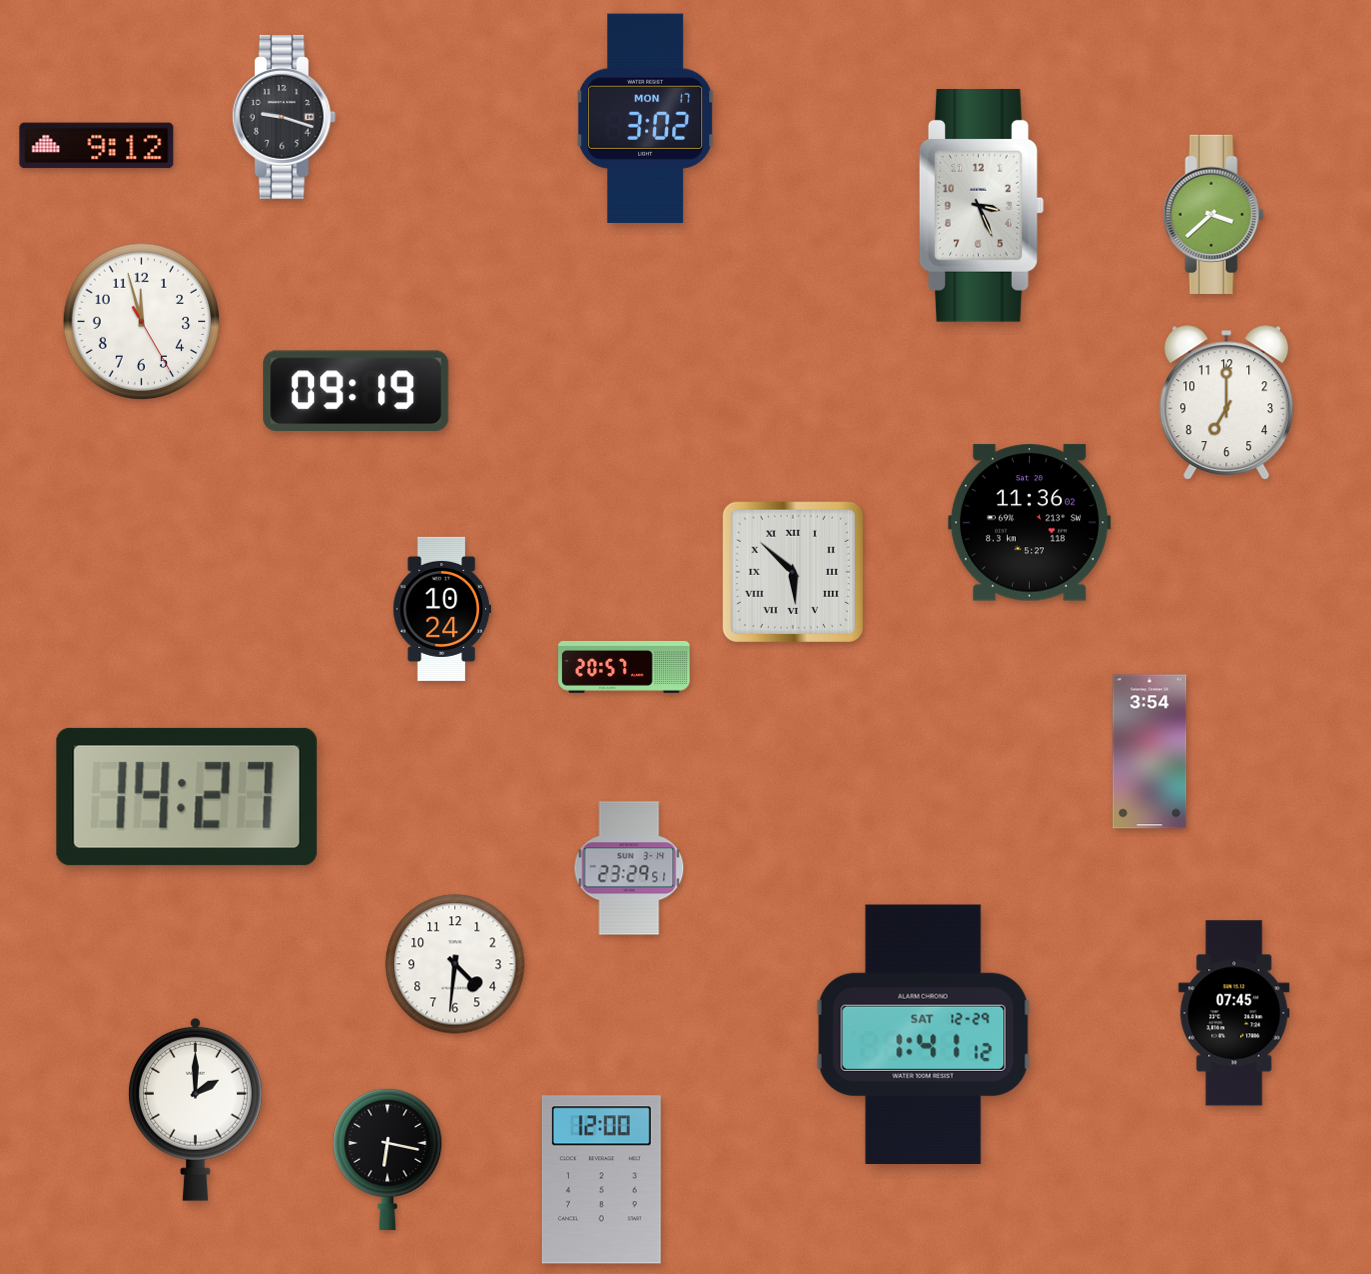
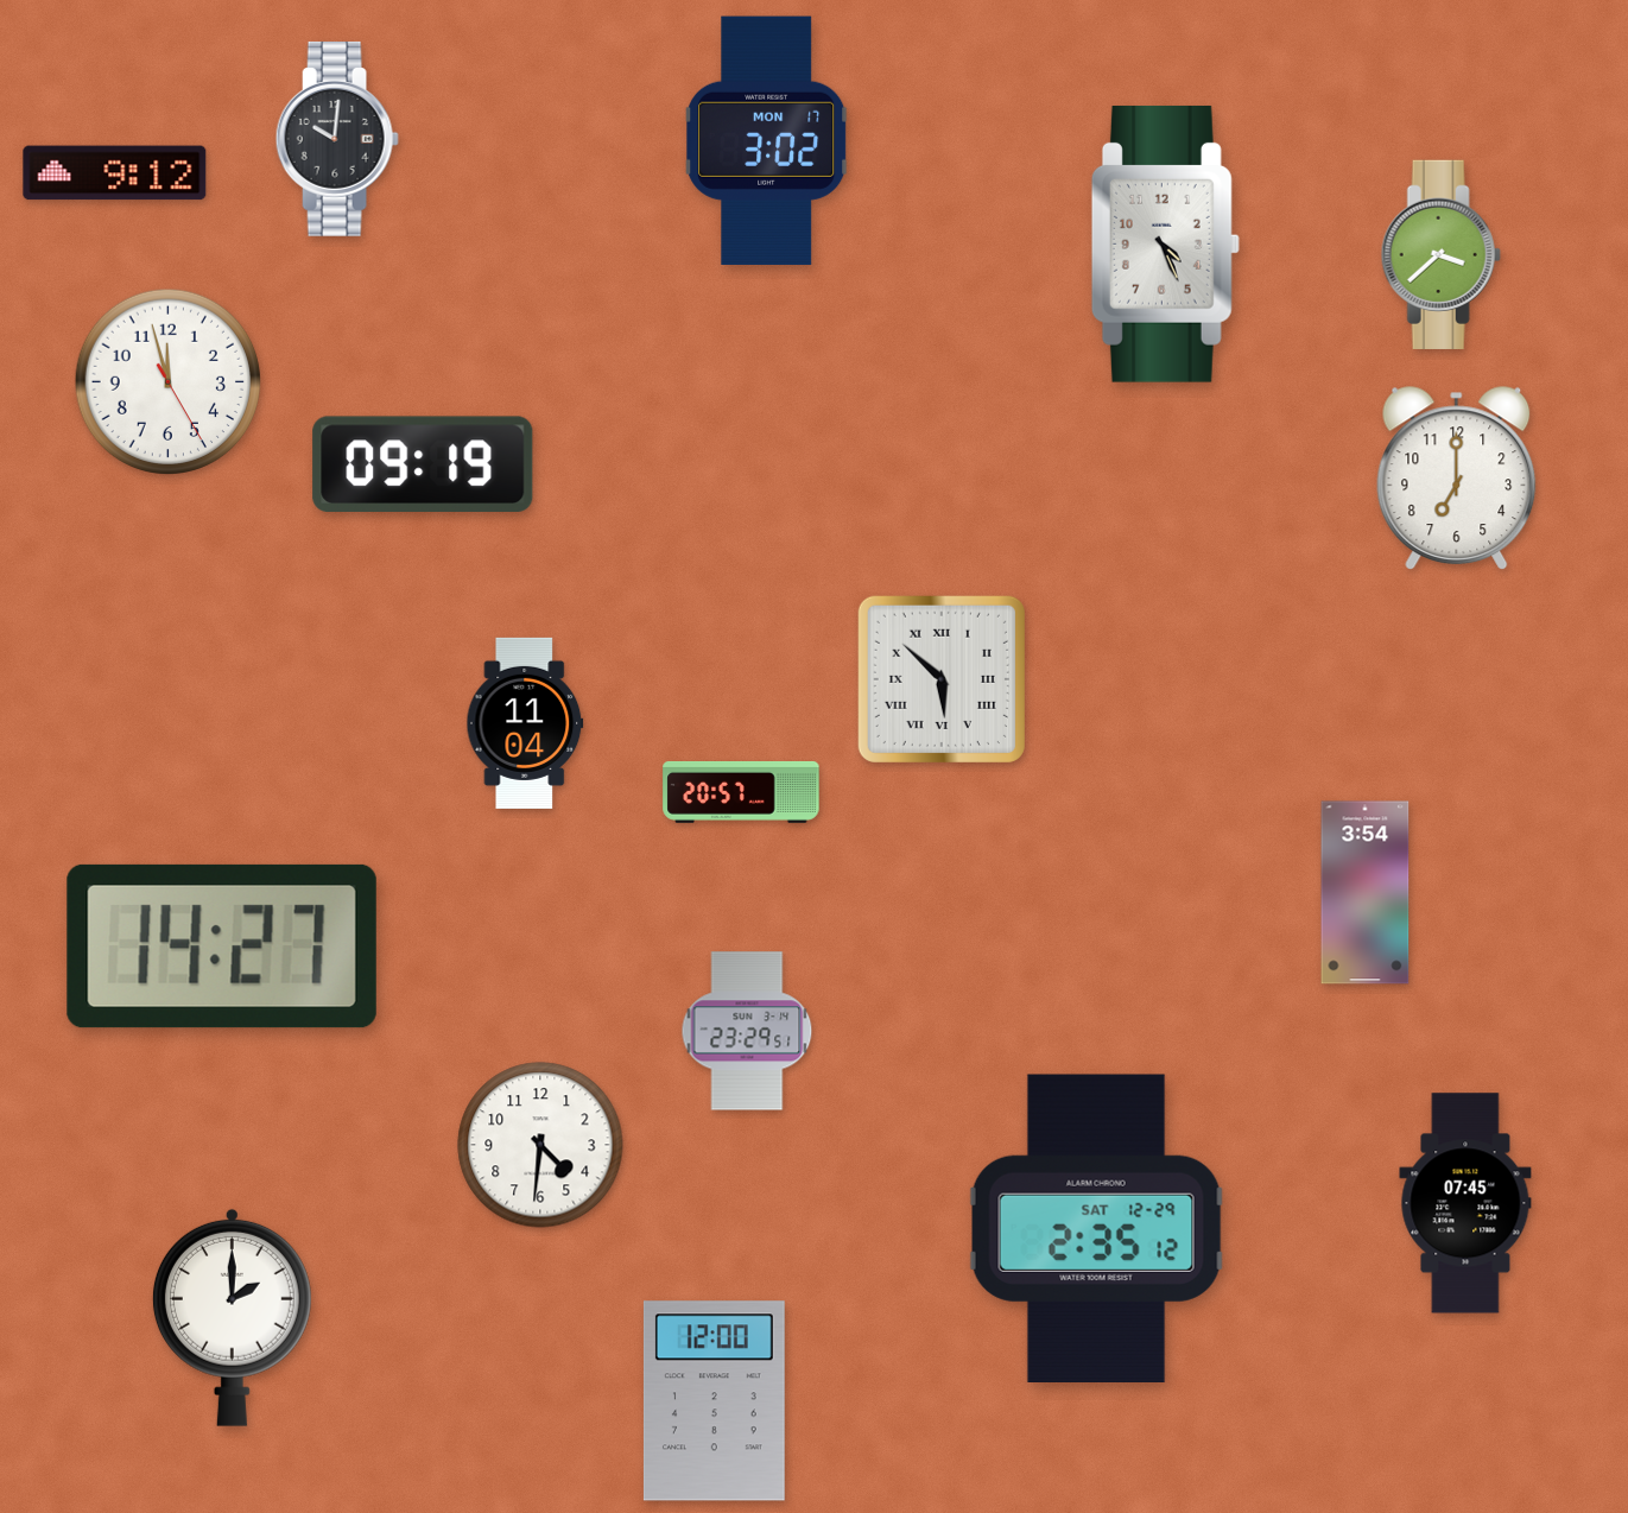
clock at (284, 117): 9:18 -> 10:01
clock at (981, 205): 3:26 -> 4:26
clock at (1029, 523): 11:36 -> none
clock at (442, 609): 10:24 -> 11:04
clock at (924, 1034): 1:41 -> 2:35
clock at (388, 1159): 6:17 -> none
